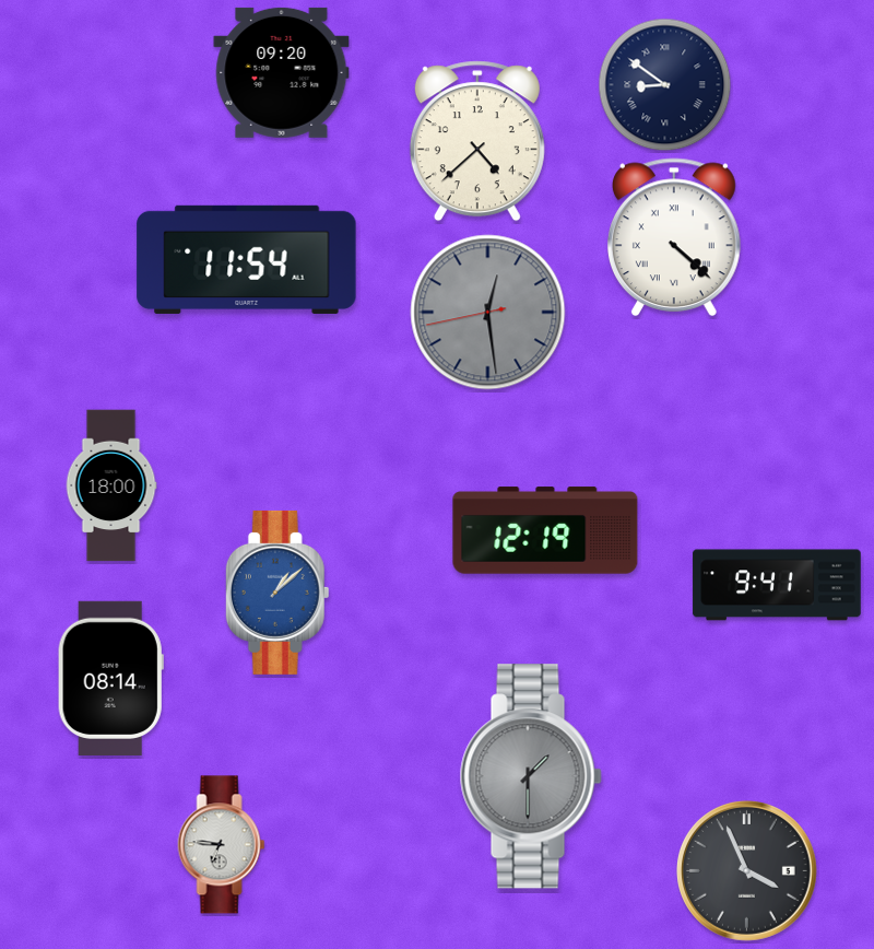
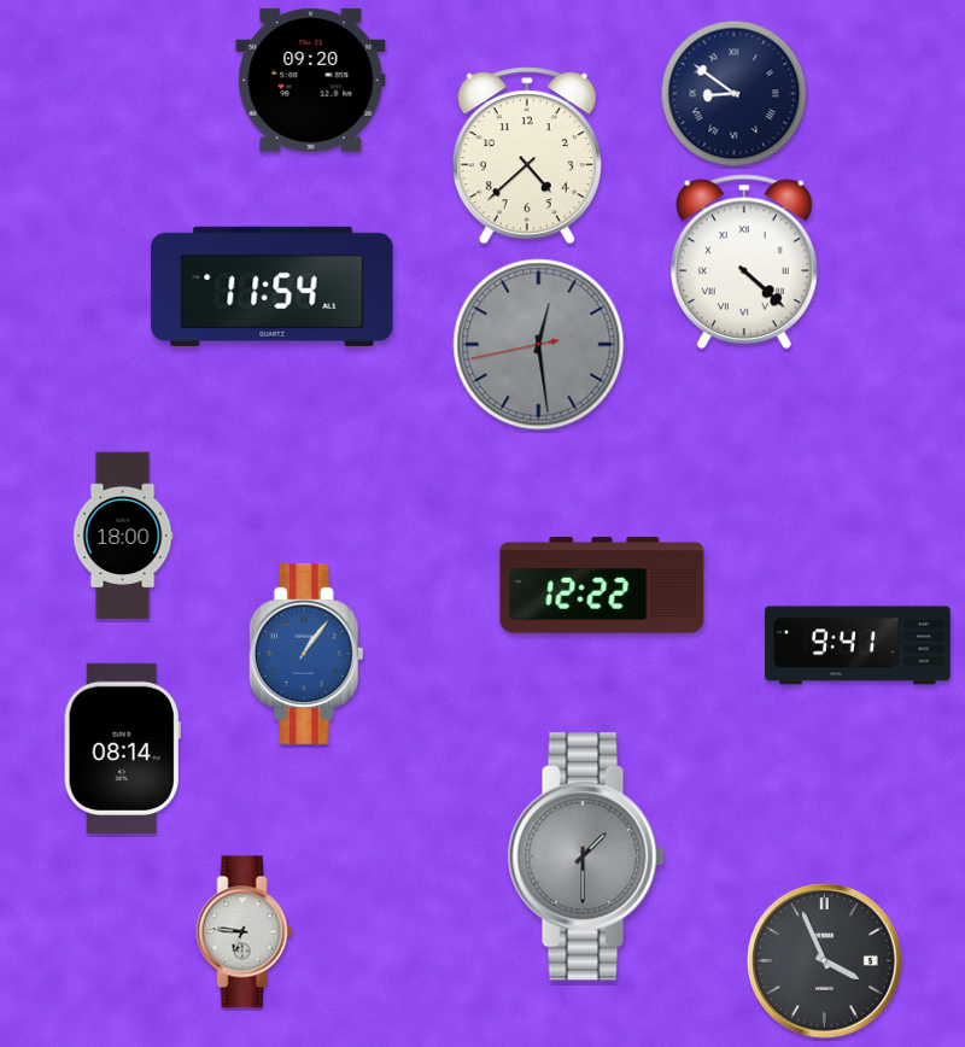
clock at (545, 530): 12:19 -> 12:22
clock at (277, 593): 1:08 -> 1:06
